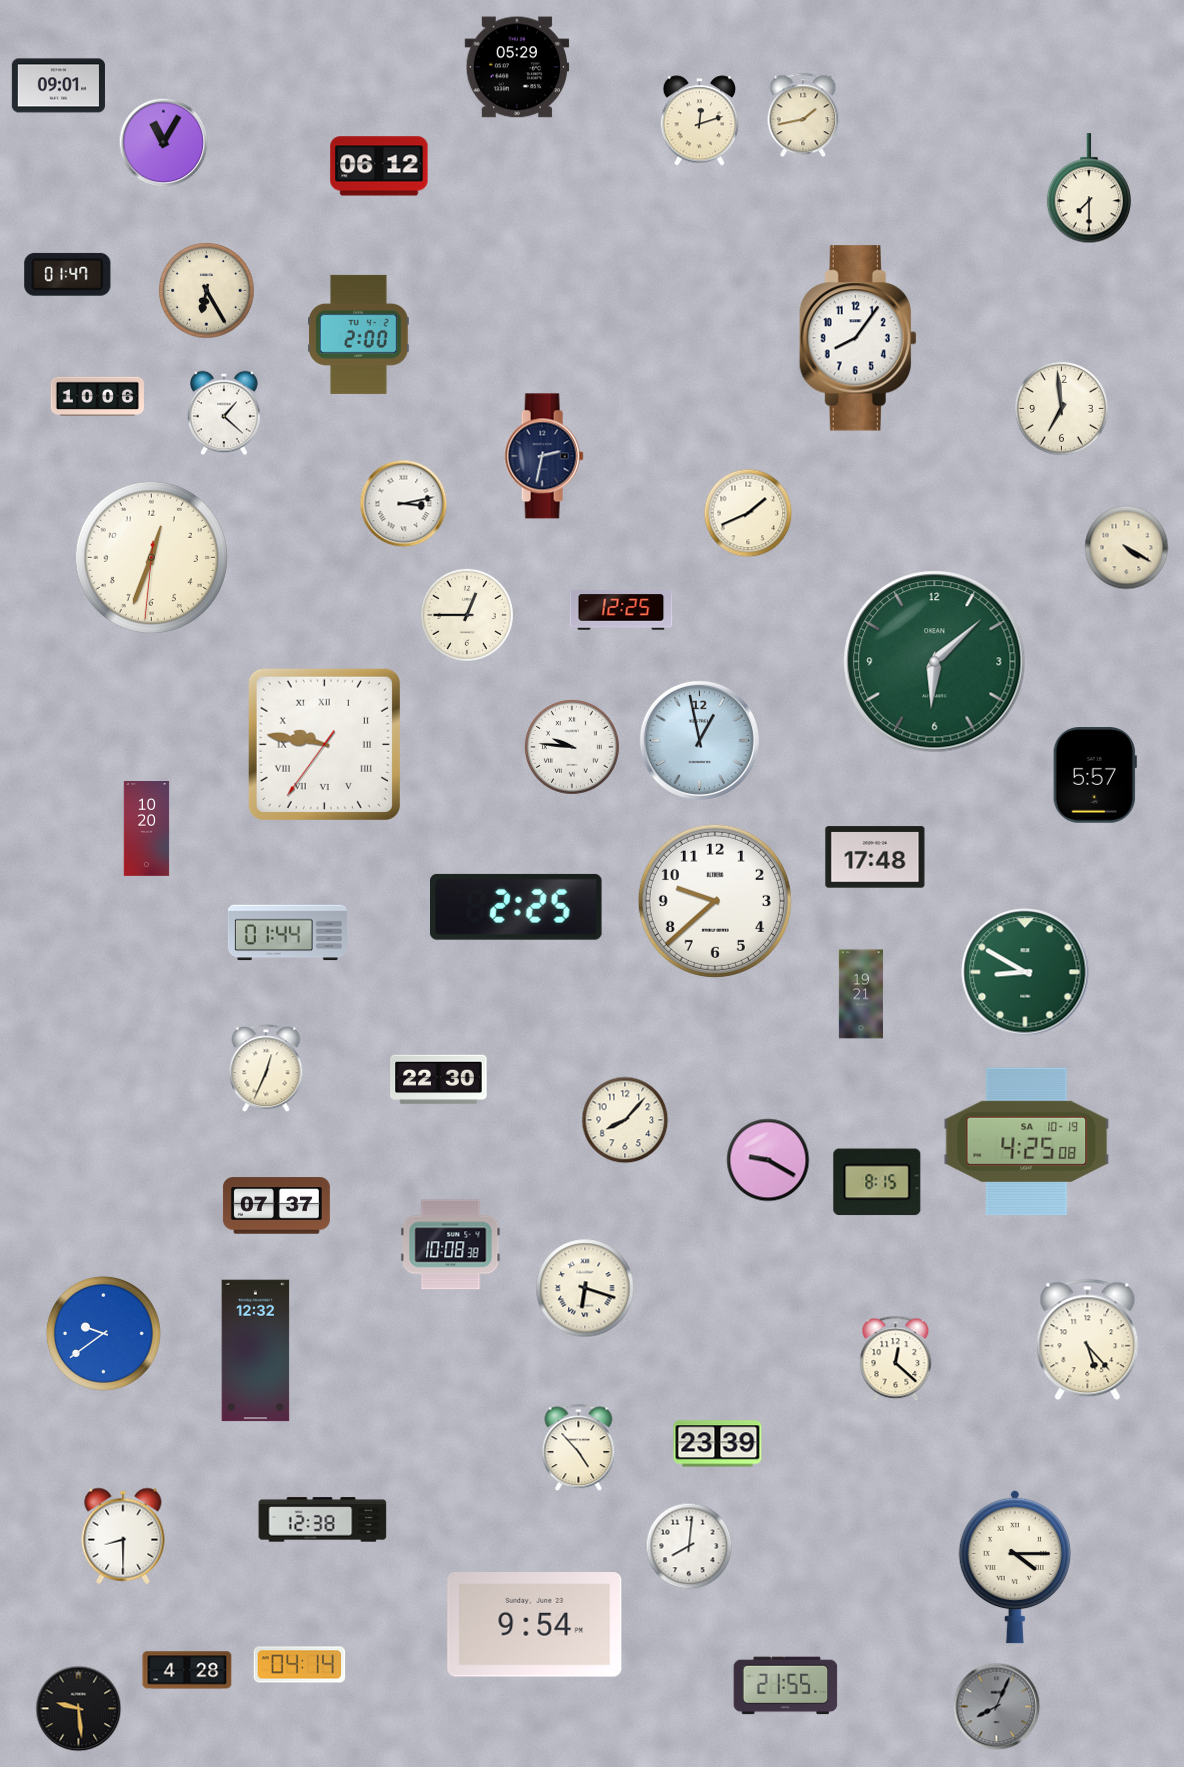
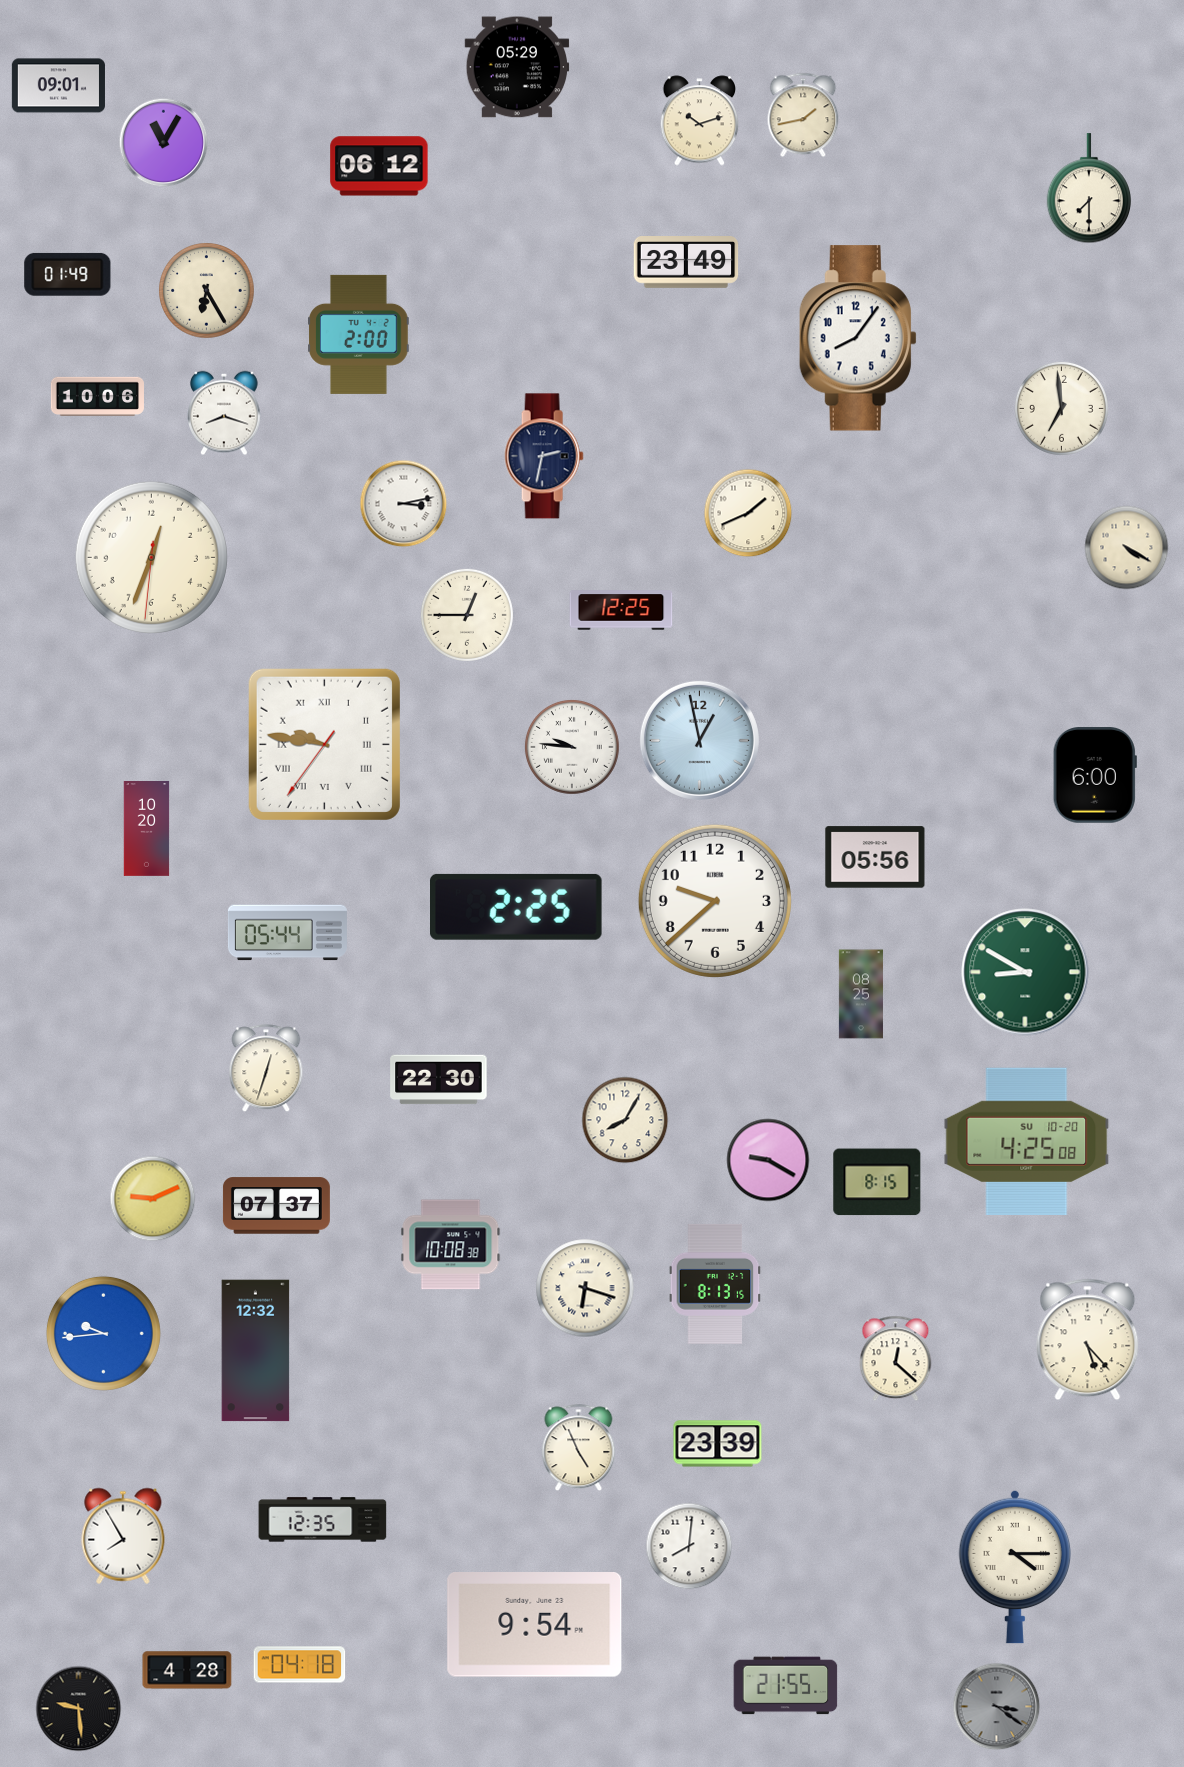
clock at (700, 121): 12:12 -> 10:12
clock at (686, 263): none -> 23:49
clock at (68, 274): 01:47 -> 01:49
clock at (224, 413): 1:22 -> 8:18
clock at (935, 662): 6:08 -> none
clock at (1095, 775): 5:57 -> 6:00
clock at (875, 857): 17:48 -> 05:56
clock at (287, 933): 01:44 -> 05:44
clock at (861, 994): 19:21 -> 08:25
clock at (266, 1069): 12:34 -> 12:33
clock at (625, 1120): 8:07 -> 8:05
clock at (1027, 1141) date: SA 10-19 -> SU 10-20
clock at (153, 1199): none -> 9:11
clock at (715, 1284): none -> 8:13
clock at (103, 1333): 9:39 -> 9:44
clock at (579, 1448): 4:53 -> 4:56
clock at (323, 1520): 12:38 -> 12:35
clock at (123, 1536): 8:30 -> 7:55
clock at (300, 1665): 04:14 -> 04:18
clock at (997, 1707): 8:04 -> 3:21
